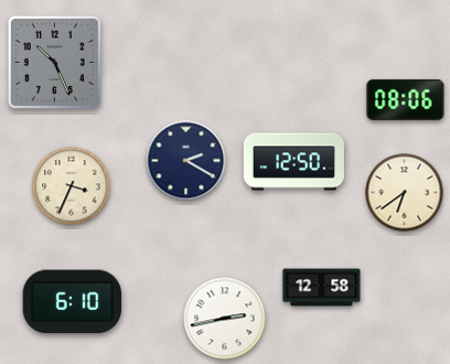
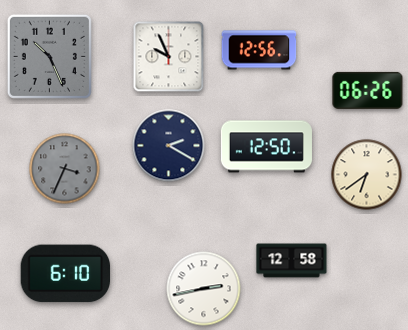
clock at (259, 50): none -> 12:56
clock at (169, 57): none -> 9:56
clock at (406, 99): 08:06 -> 06:26
clock at (72, 186) dial: cream -> grey
